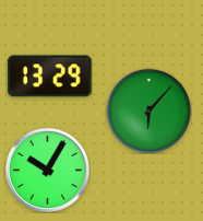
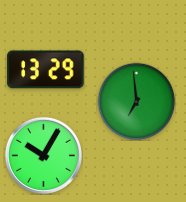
clock at (148, 111): 6:07 -> 6:59
